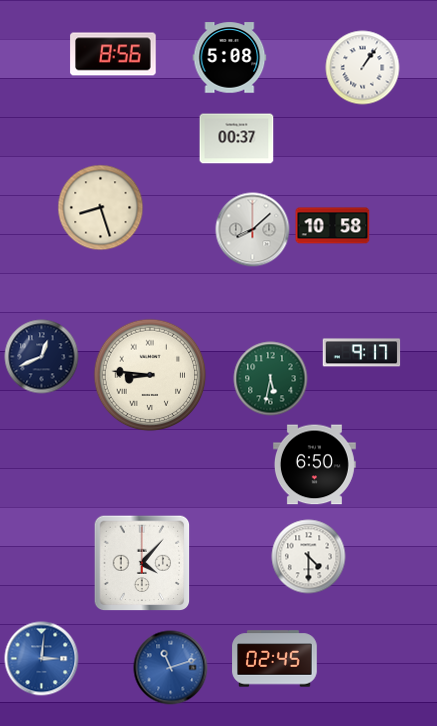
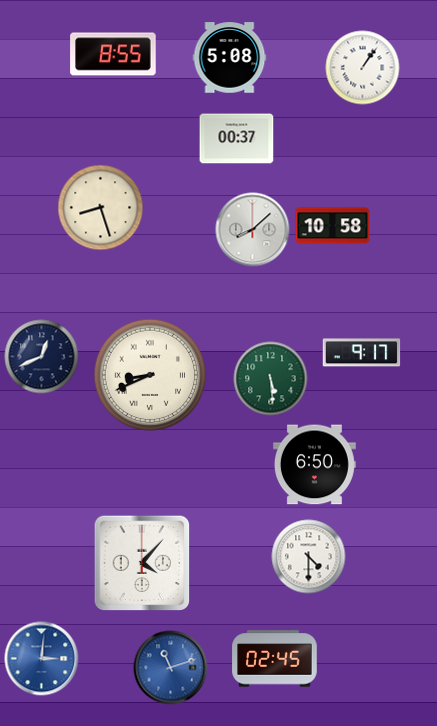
clock at (113, 54): 8:56 -> 8:55
clock at (150, 375): 8:46 -> 8:41
clock at (271, 379): 5:32 -> 5:29
